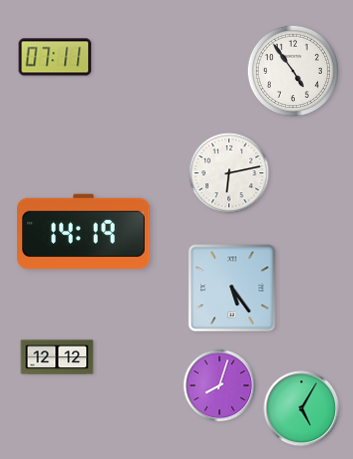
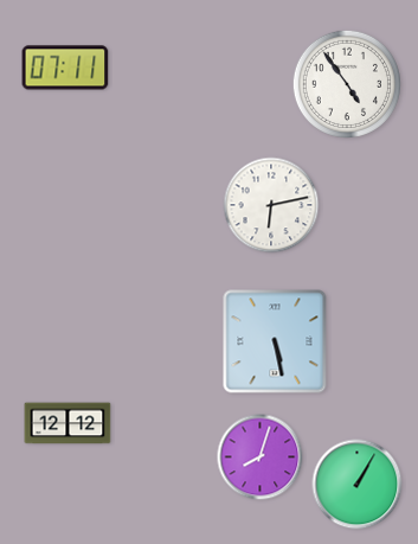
clock at (84, 231): 14:19 -> none
clock at (232, 288): 5:24 -> 5:28
clock at (302, 409): 5:05 -> 1:05
